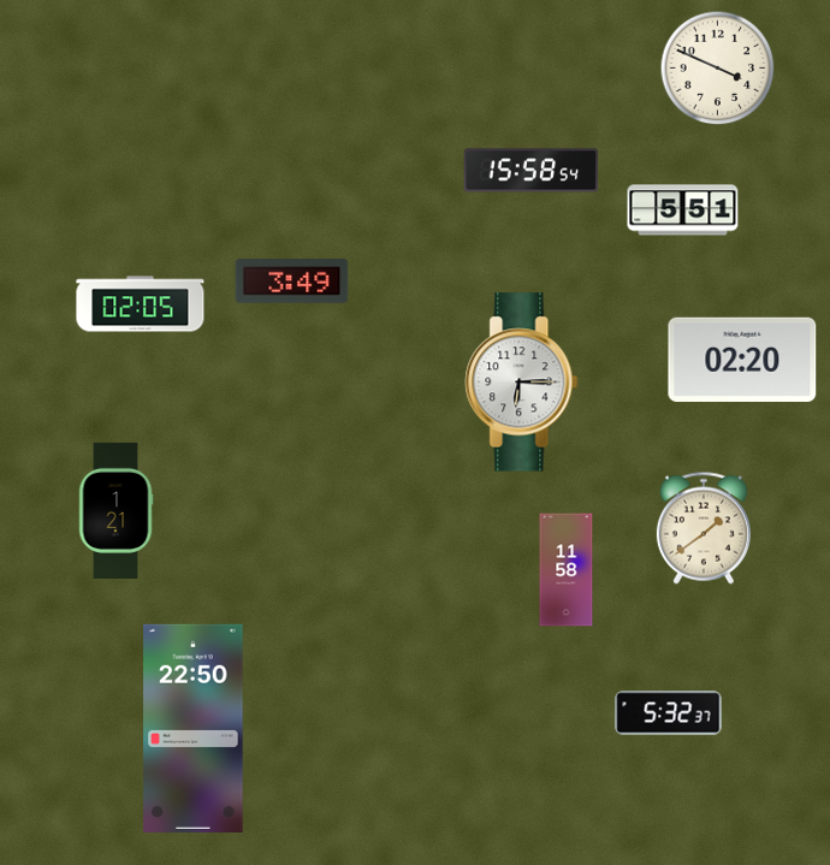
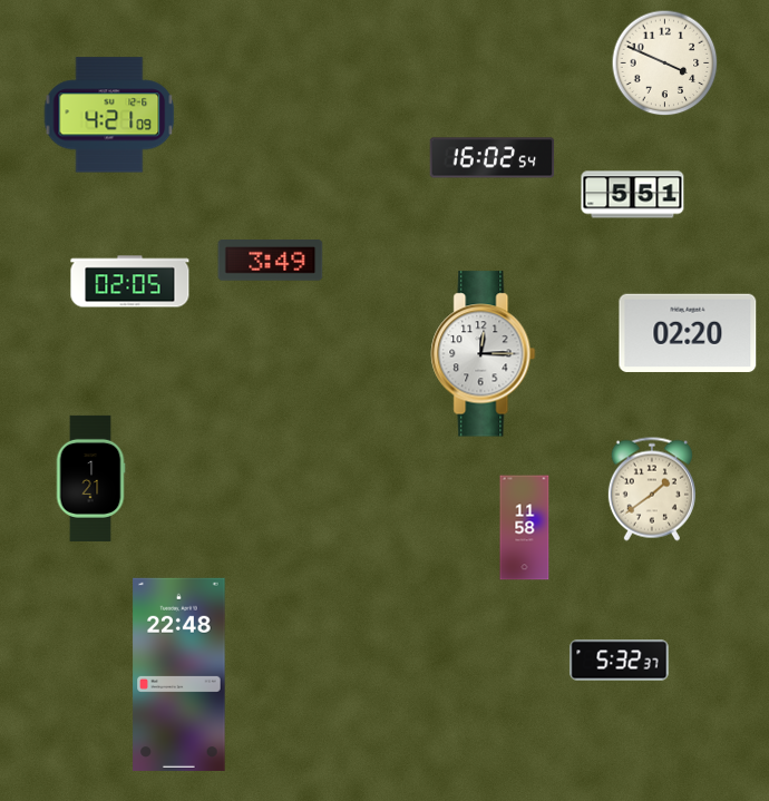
clock at (109, 115): none -> 4:21
clock at (532, 171): 15:58 -> 16:02
clock at (522, 383): 6:15 -> 12:15
clock at (115, 510) position: (115, 510) -> (90, 478)
clock at (194, 728): 22:50 -> 22:48
